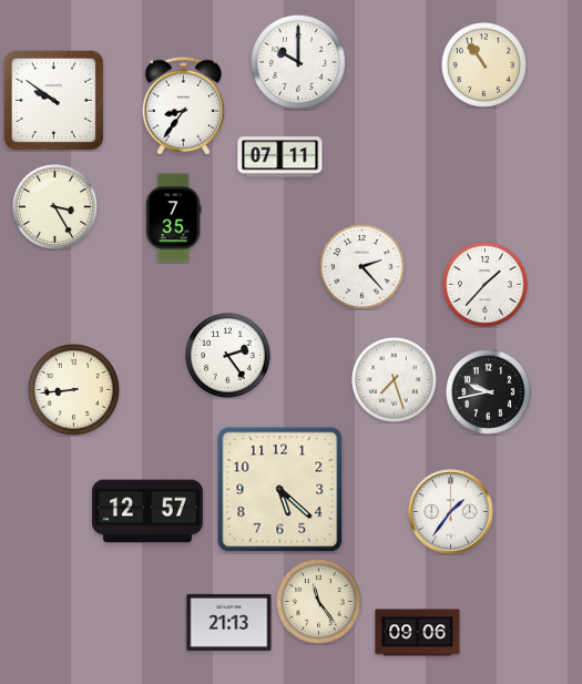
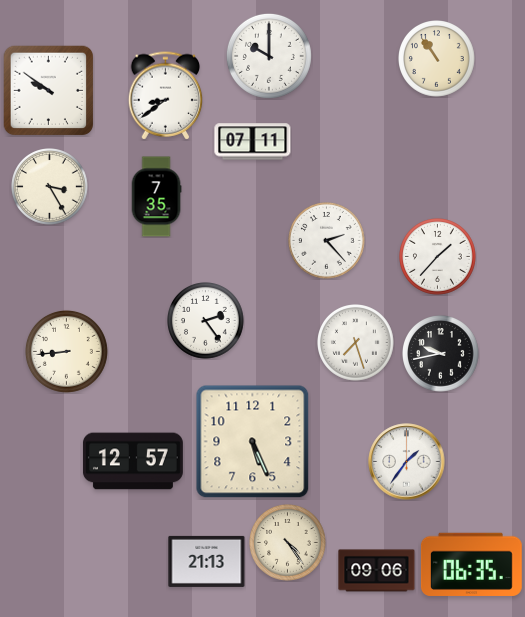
clock at (184, 106): 8:36 -> 8:39
clock at (280, 490): 5:22 -> 5:26
clock at (319, 602): 11:24 -> 4:24
clock at (471, 564): none -> 06:35
